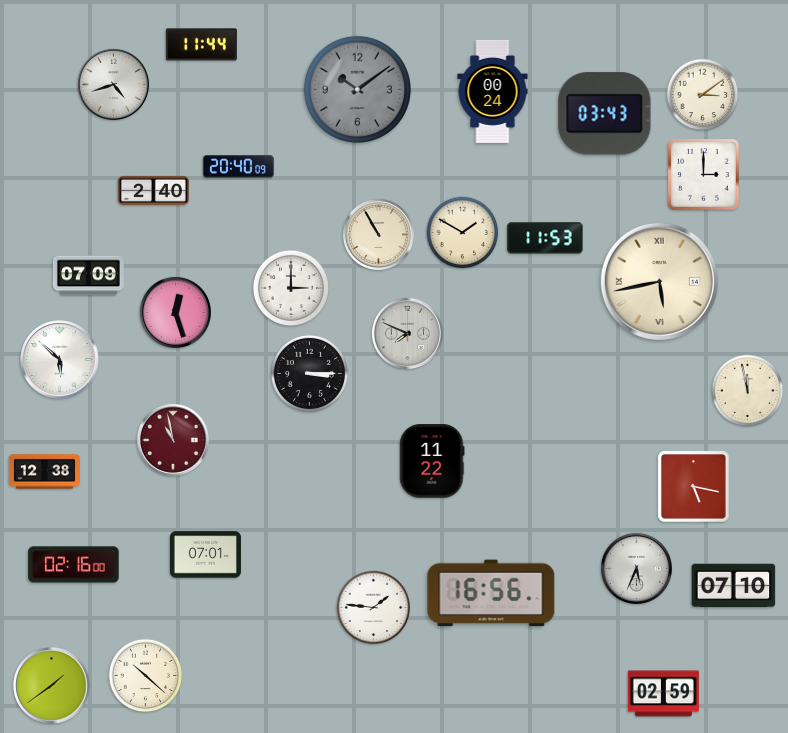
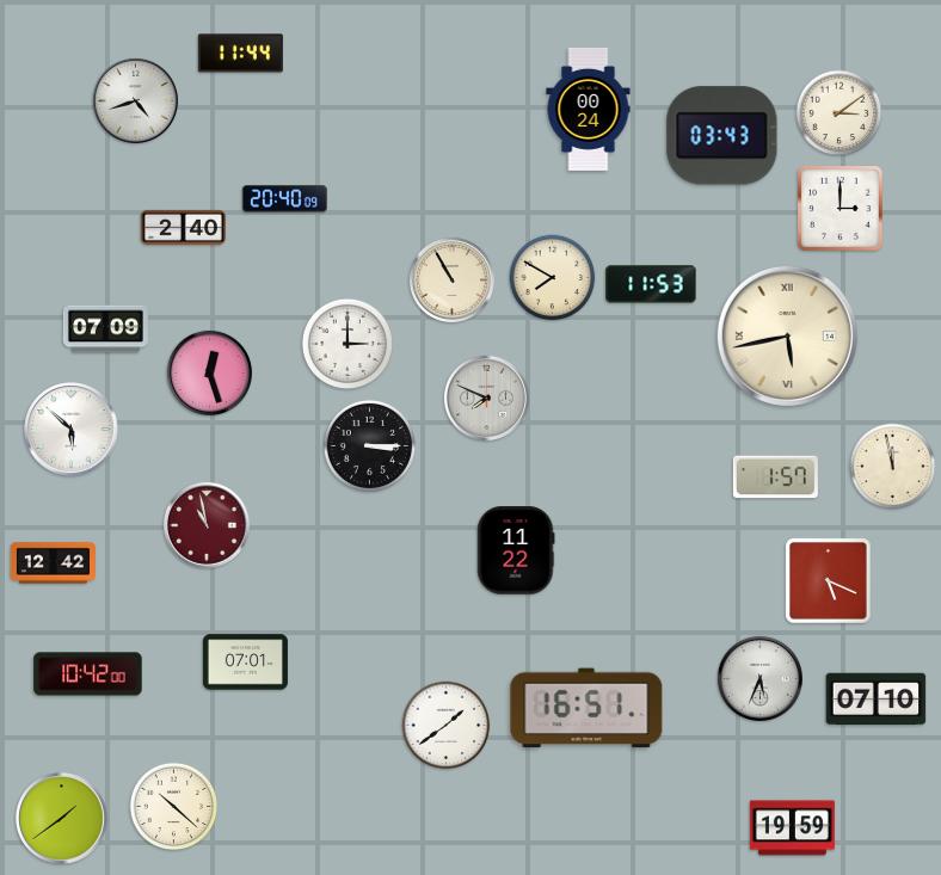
clock at (357, 89): 10:09 -> none
clock at (463, 233): 1:50 -> 7:50
clock at (775, 477): none -> 1:57
clock at (44, 472): 12:38 -> 12:42
clock at (694, 487): 5:17 -> 5:19
clock at (74, 565): 02:16 -> 10:42
clock at (491, 593): 16:56 -> 16:51
clock at (374, 608): 1:46 -> 1:39
clock at (663, 694): 02:59 -> 19:59
